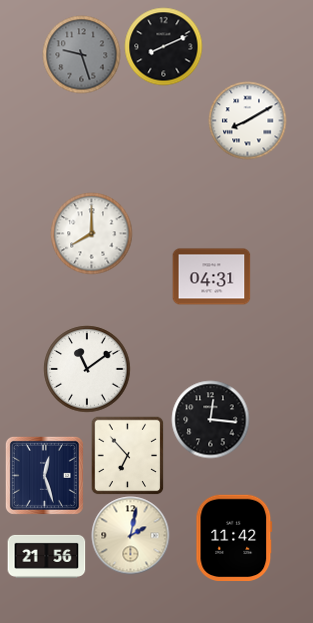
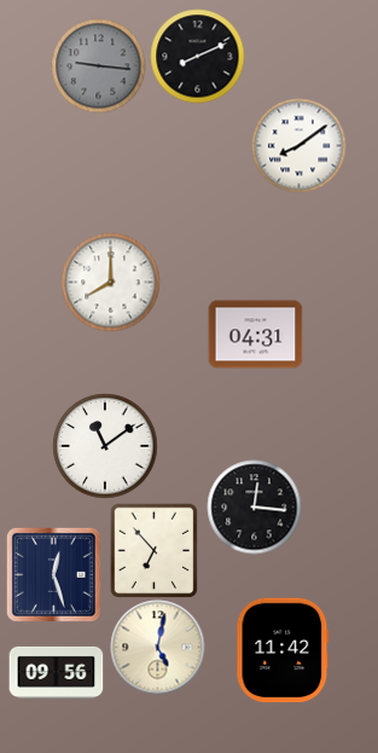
clock at (81, 54): 9:27 -> 9:16
clock at (247, 120): 8:10 -> 8:09
clock at (130, 535): 2:02 -> 5:02
clock at (46, 556): 21:56 -> 09:56
